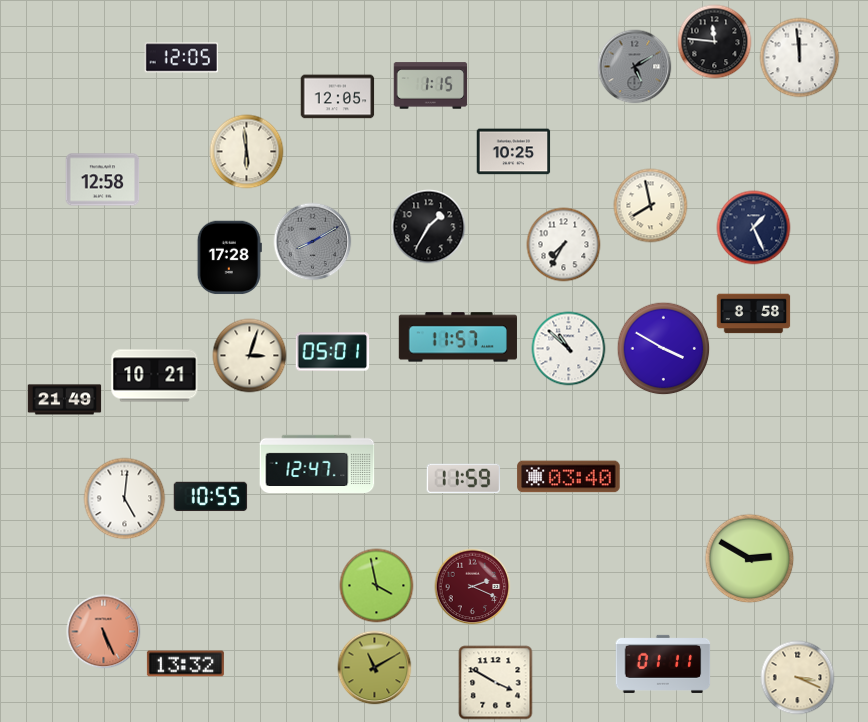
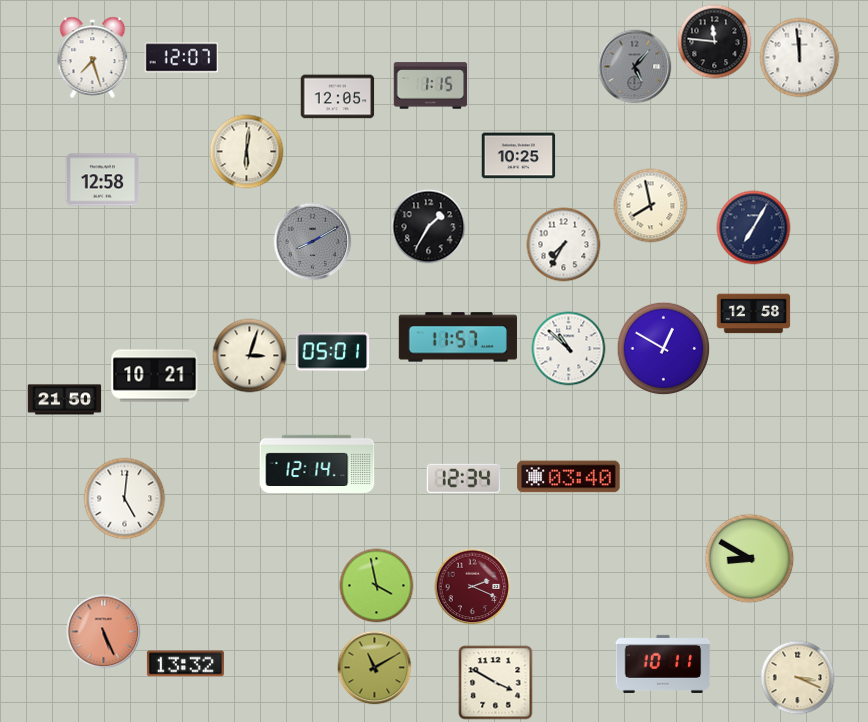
clock at (93, 58): none -> 7:27
clock at (182, 58): 12:05 -> 12:07
clock at (635, 67): 5:10 -> 5:07
clock at (247, 152): 5:59 -> 6:01
clock at (514, 152) position: (514, 152) -> (519, 156)
clock at (754, 228): 1:26 -> 7:05
clock at (229, 258): 17:28 -> none
clock at (754, 314): 8:58 -> 12:58
clock at (664, 349): 3:50 -> 12:50
clock at (65, 400): 21:49 -> 21:50
clock at (317, 464): 12:47 -> 12:14
clock at (464, 478): 11:59 -> 12:34
clock at (211, 497): 10:55 -> none
clock at (750, 559): 2:50 -> 8:50
clock at (663, 664): 01:11 -> 10:11
